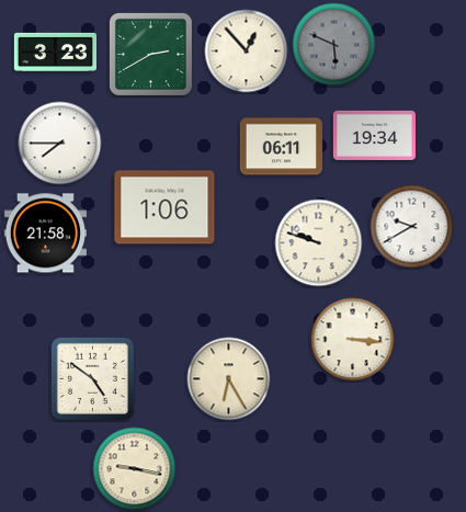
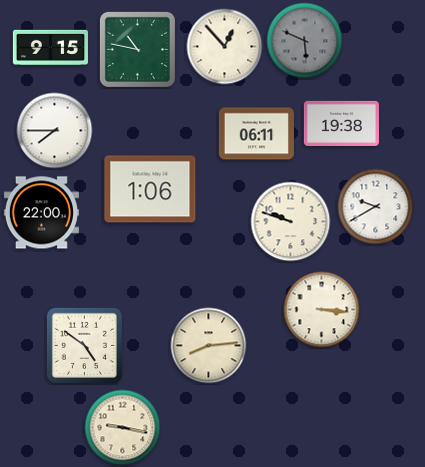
clock at (55, 52): 3:23 -> 9:15
clock at (150, 54): 2:40 -> 10:47
clock at (374, 135): 19:34 -> 19:38
clock at (45, 234): 21:58 -> 22:00
clock at (229, 379): 6:25 -> 8:14
